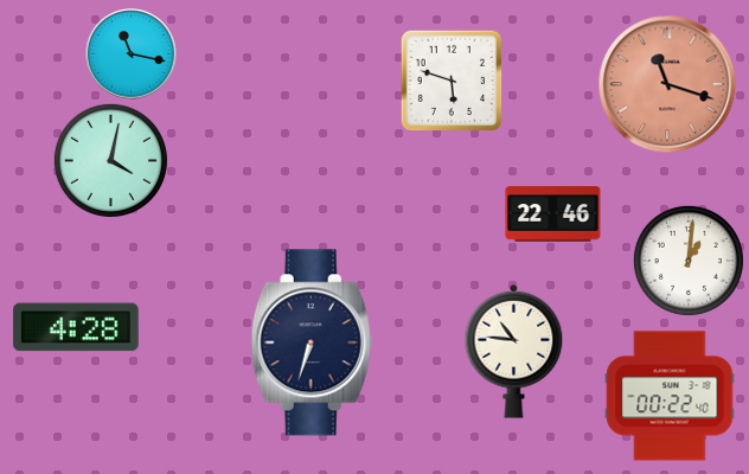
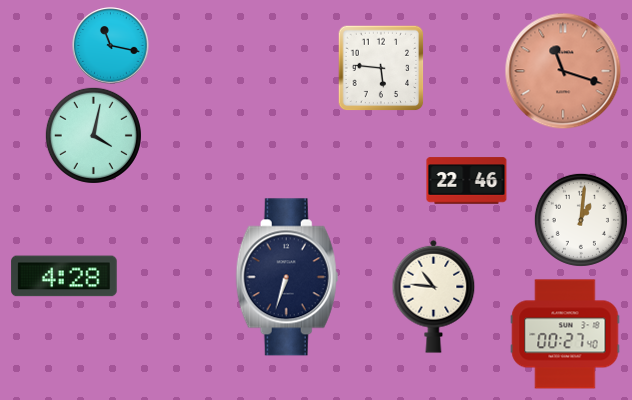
clock at (452, 81): 5:48 -> 5:46
clock at (312, 342) position: (312, 342) -> (287, 277)
clock at (670, 396): 00:22 -> 00:27
